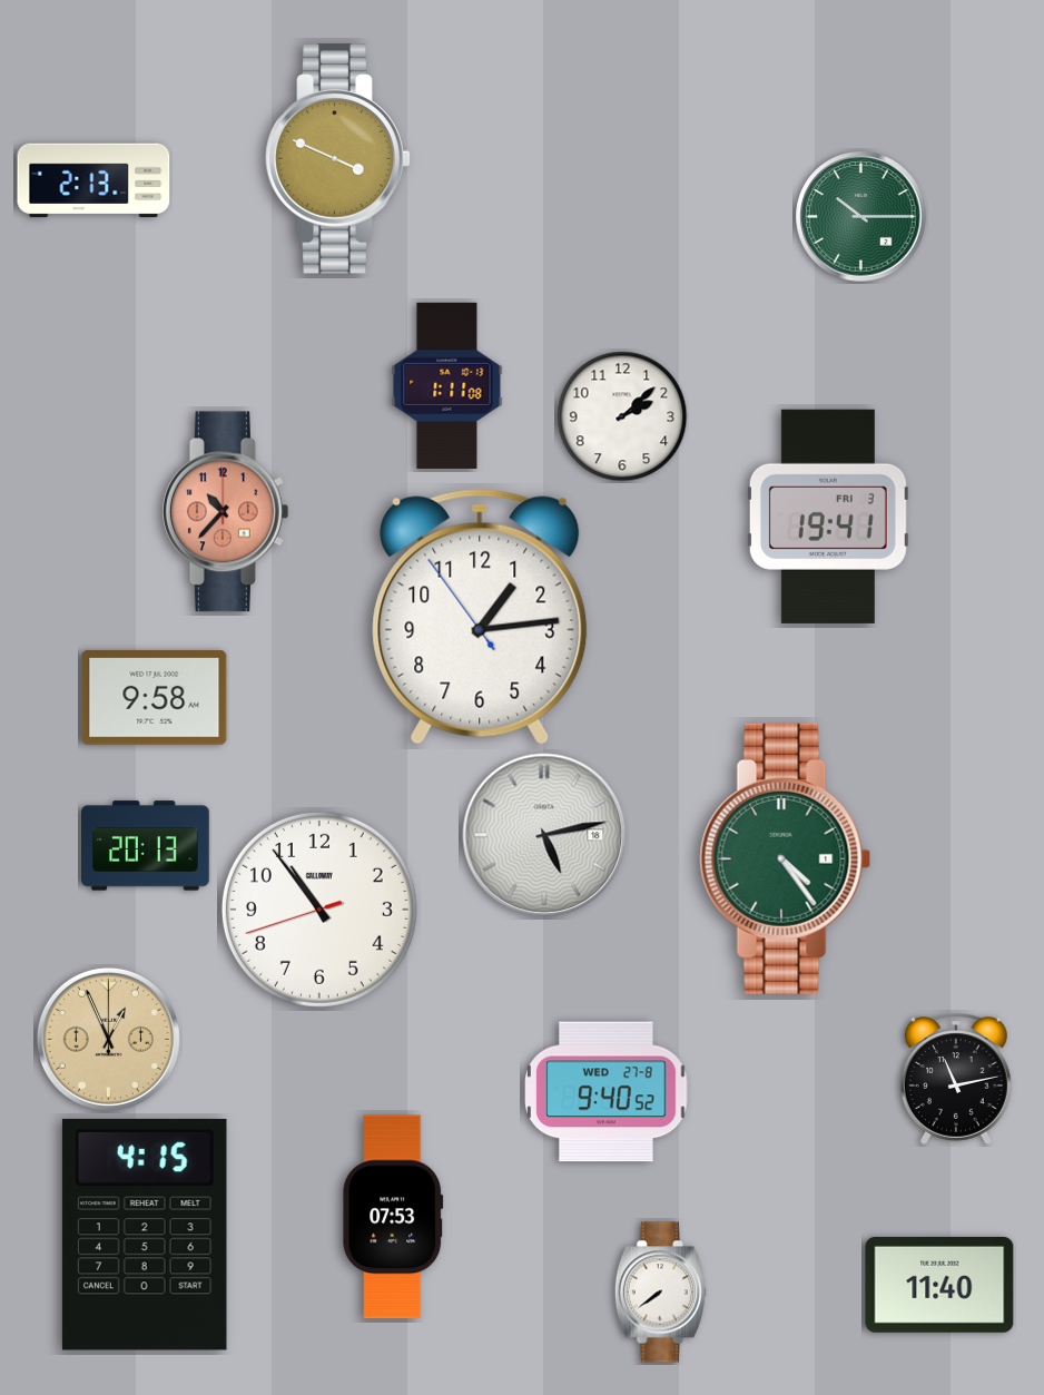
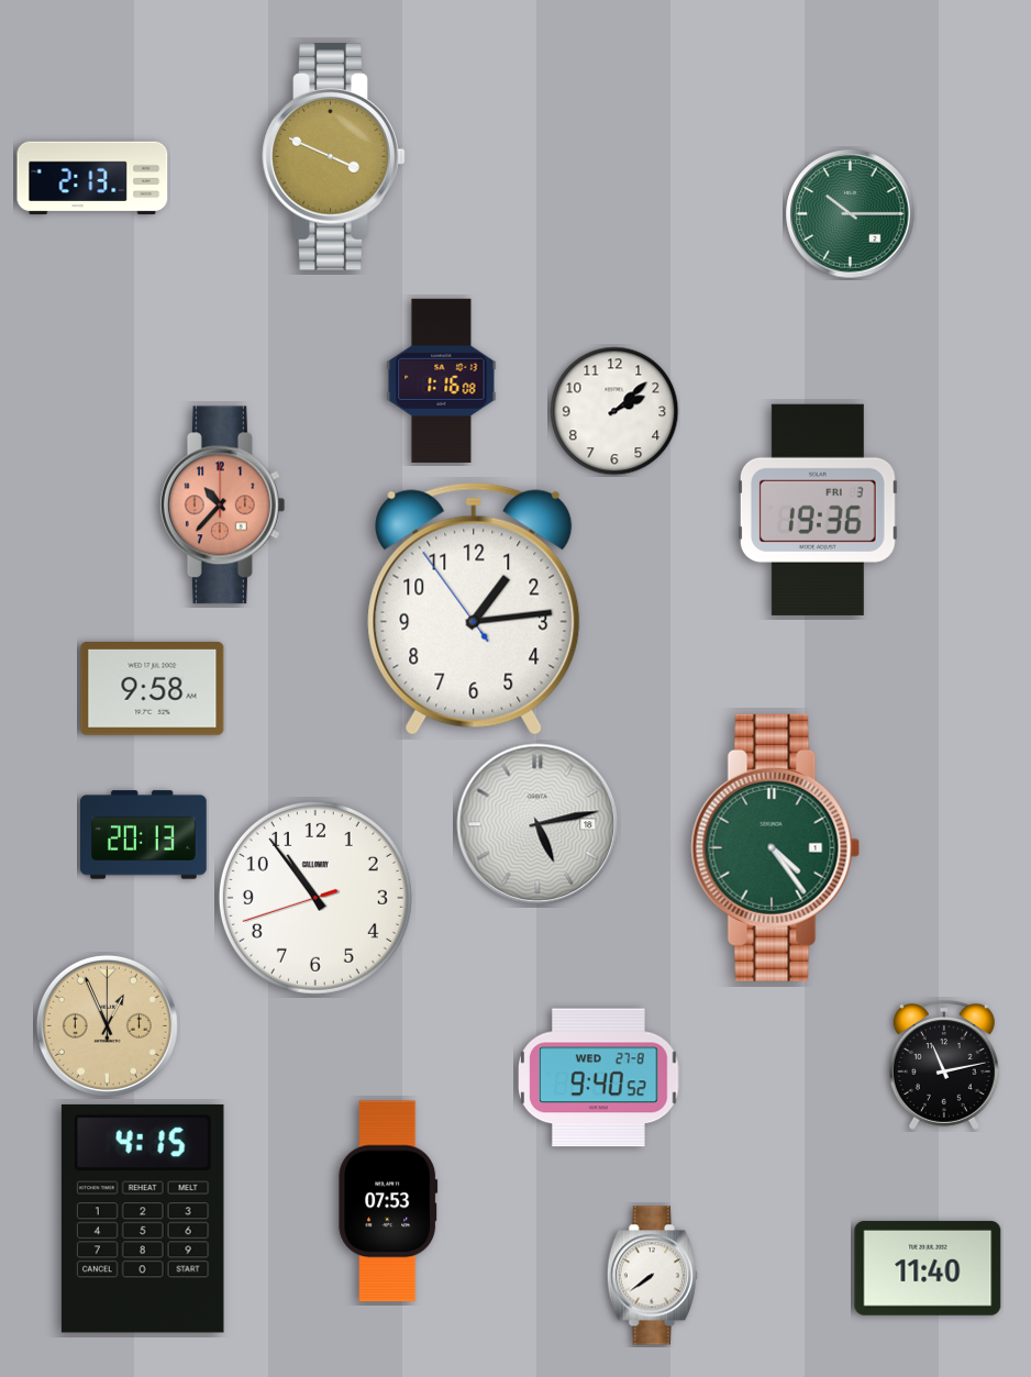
clock at (447, 385): 1:11 -> 1:16
clock at (828, 517): 19:41 -> 19:36
